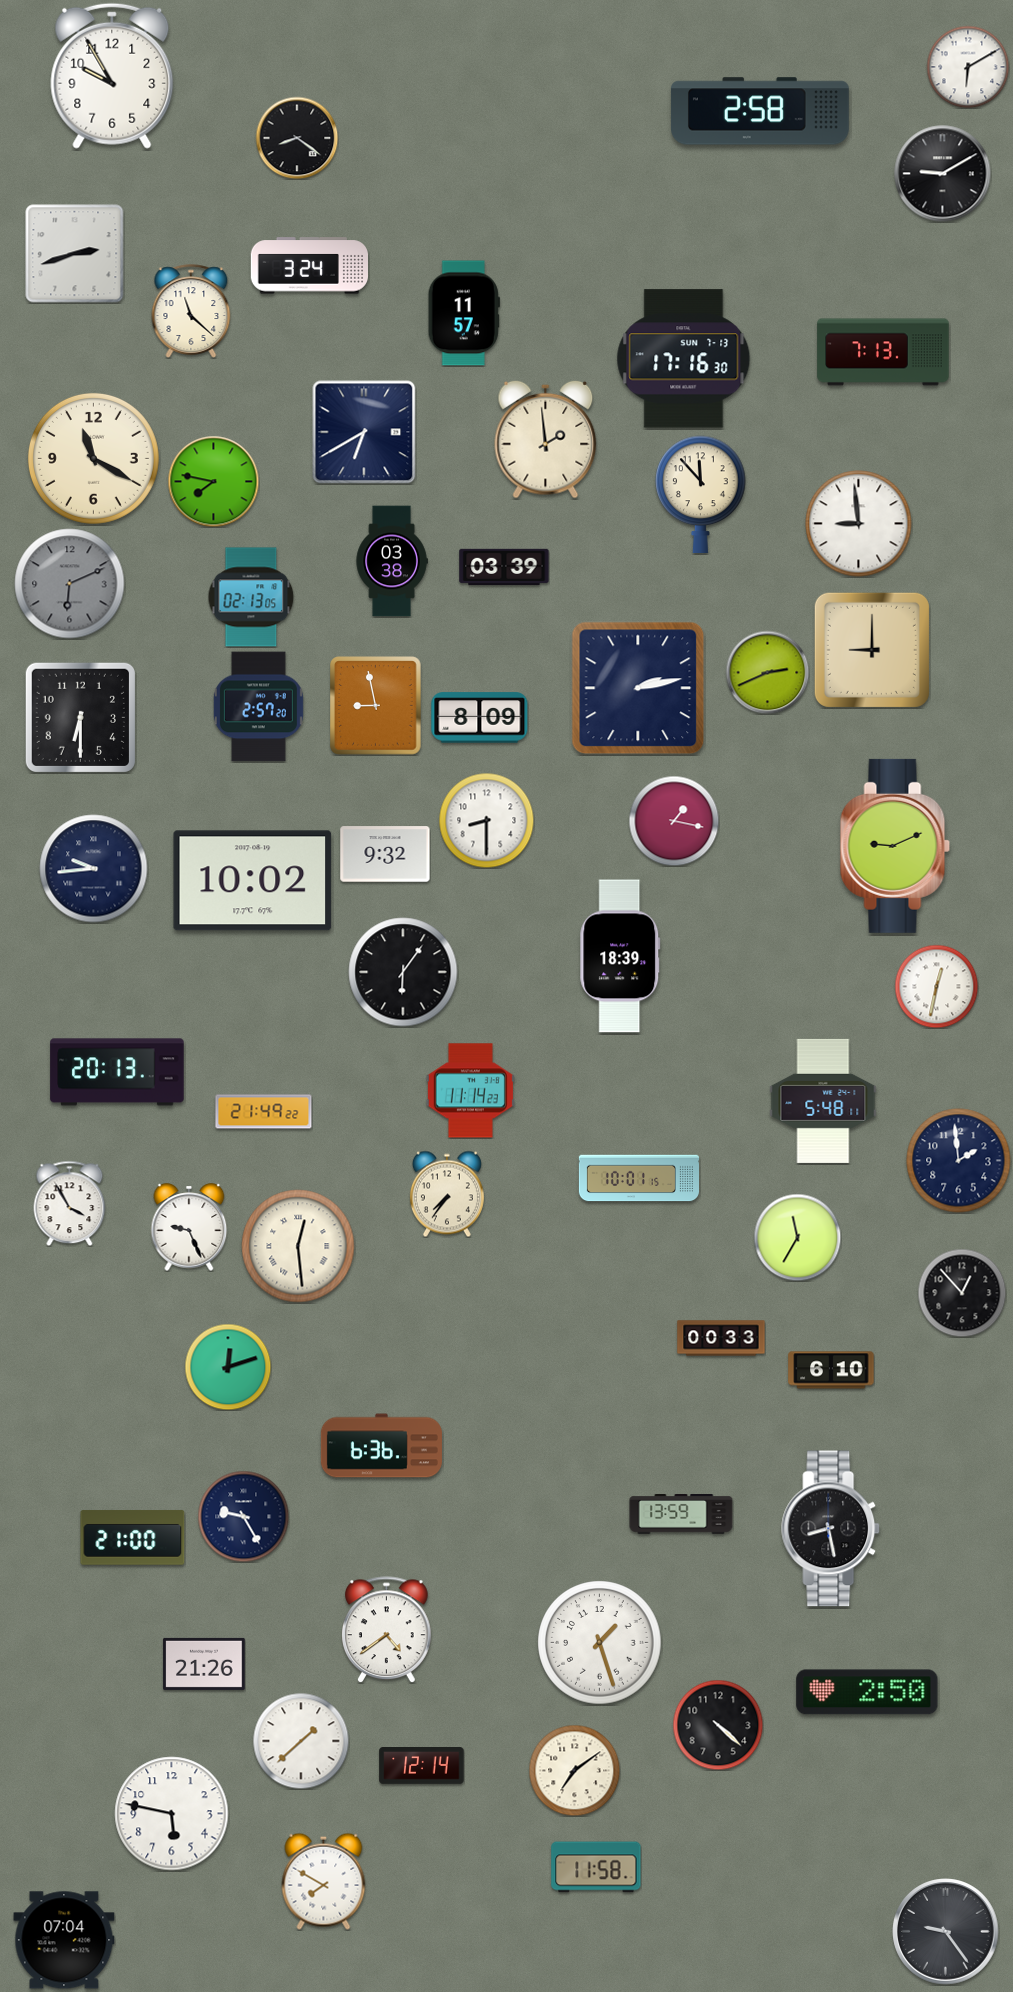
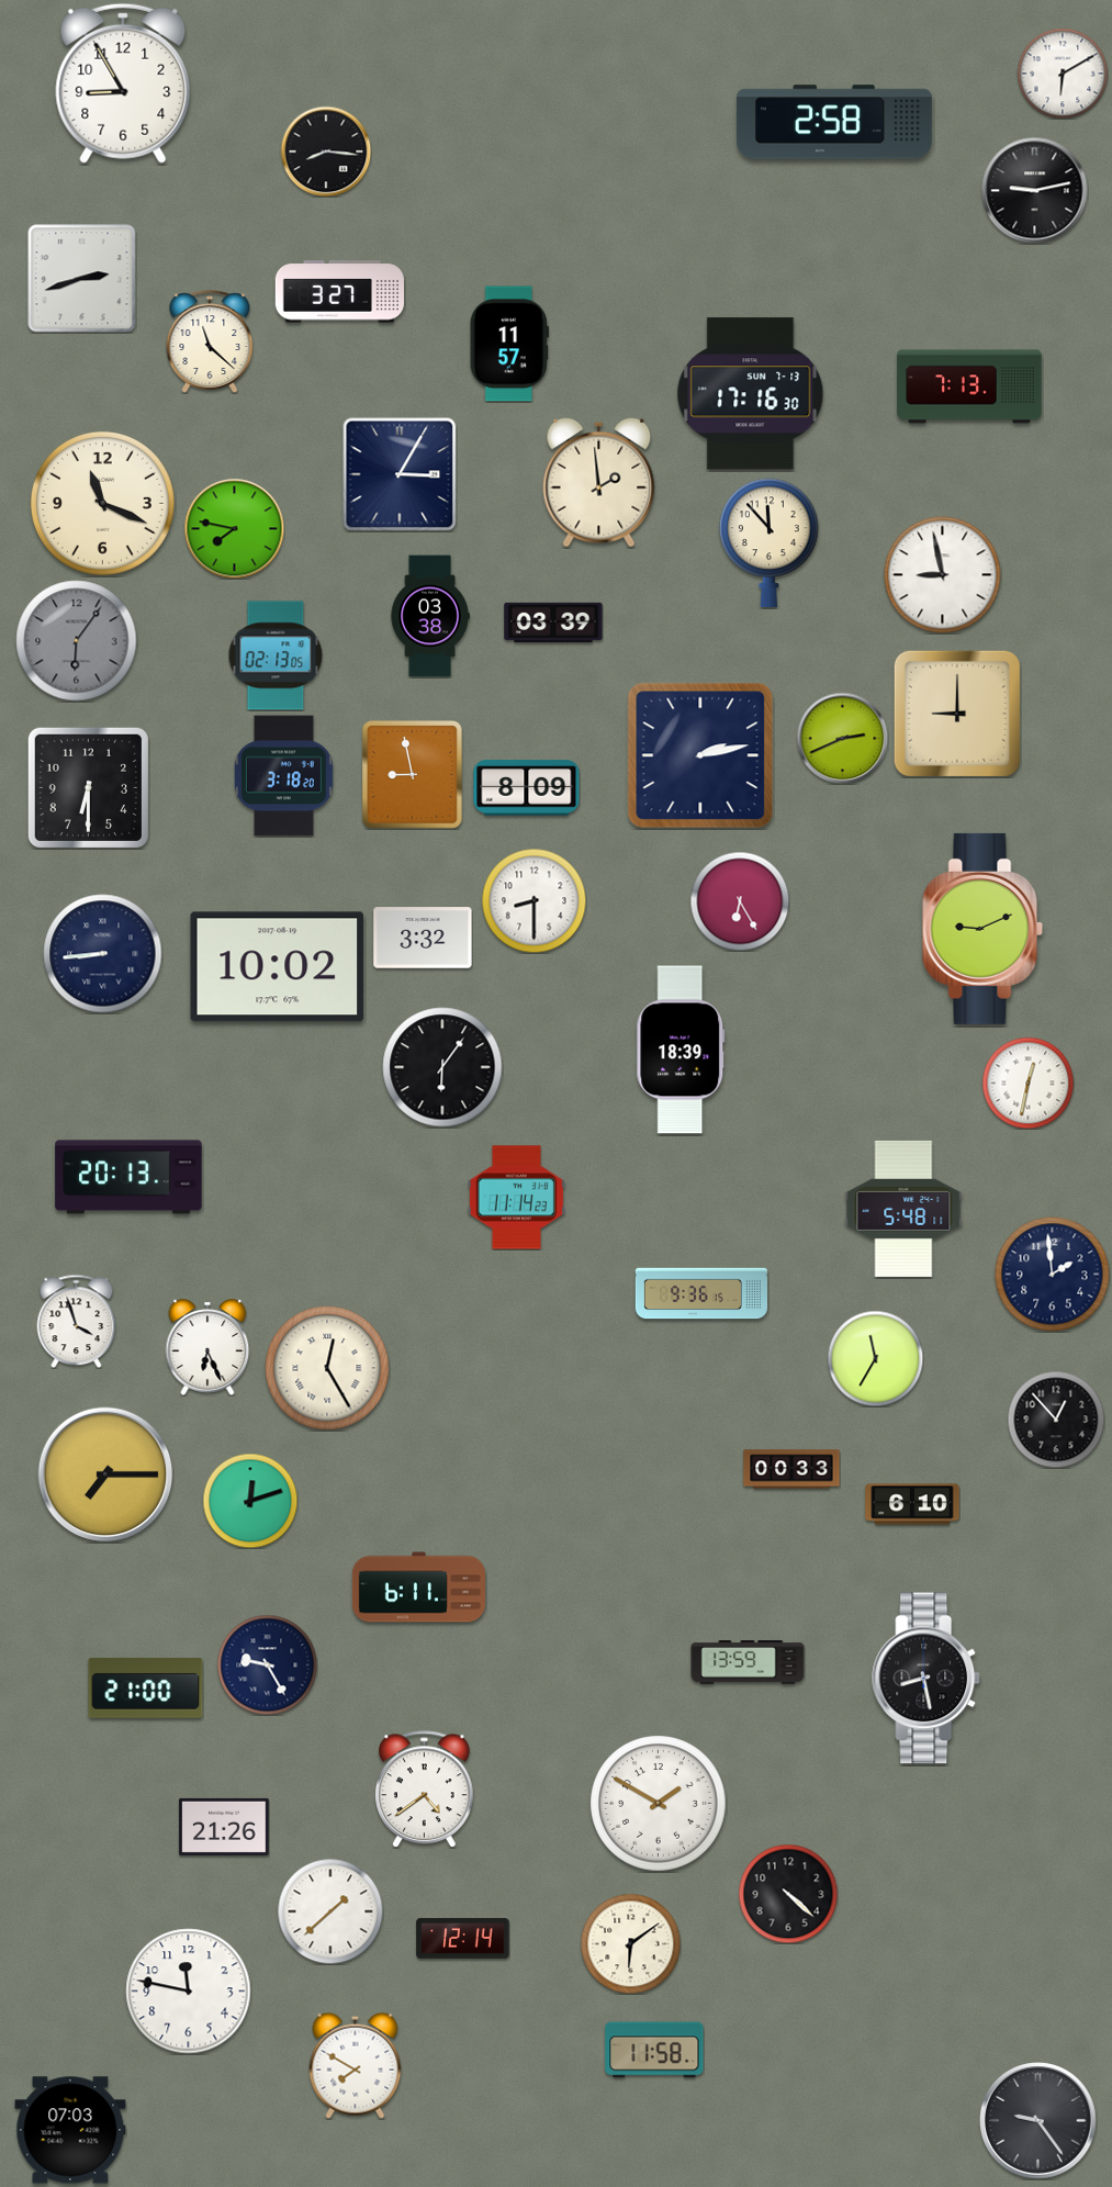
clock at (112, 76): 9:55 -> 8:55
clock at (297, 138): 8:21 -> 8:16
clock at (943, 174): 9:10 -> 9:13
clock at (309, 266): 3:24 -> 3:27
clock at (364, 432): 6:40 -> 3:05
clock at (93, 458): 11:20 -> 11:19
clock at (859, 524): 8:59 -> 8:58
clock at (70, 584): 6:11 -> 6:06
clock at (258, 707): 2:57 -> 3:18
clock at (674, 821): 1:17 -> 6:25
clock at (385, 854): 9:32 -> 3:32
clock at (94, 869): 9:44 -> 8:44
clock at (264, 1112): 21:49 -> none
clock at (638, 1178): 10:01 -> 9:36
clock at (447, 1194): 7:36 -> none
clock at (70, 1203): 3:55 -> 3:57
clock at (189, 1227): 9:26 -> 6:26
clock at (298, 1246): 12:29 -> 12:25
clock at (105, 1474): none -> 7:15
clock at (381, 1446): 6:36 -> 6:11
clock at (831, 1529) position: (831, 1529) -> (926, 1679)
clock at (600, 1643): 1:27 -> 1:50
clock at (867, 1692): 2:50 -> none
clock at (574, 1770): 7:09 -> 6:09
clock at (172, 1814): 5:47 -> 11:47
clock at (64, 1940): 07:04 -> 07:03
